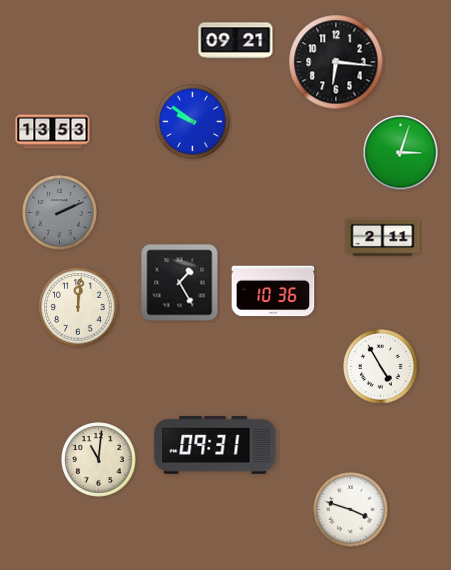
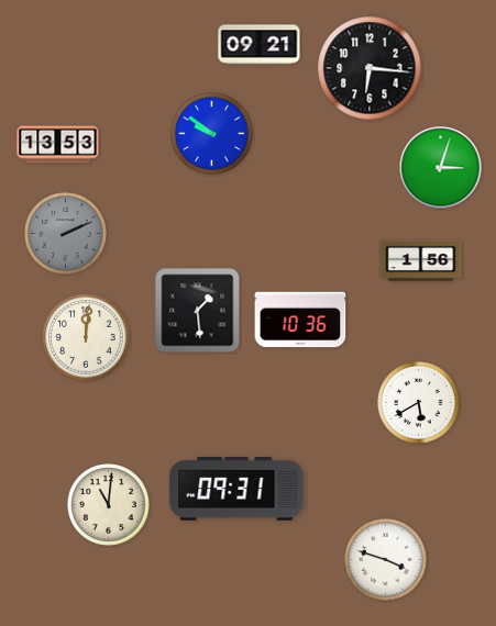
clock at (383, 238): 2:11 -> 1:56
clock at (180, 283): 1:25 -> 1:29
clock at (381, 367): 4:55 -> 5:40
